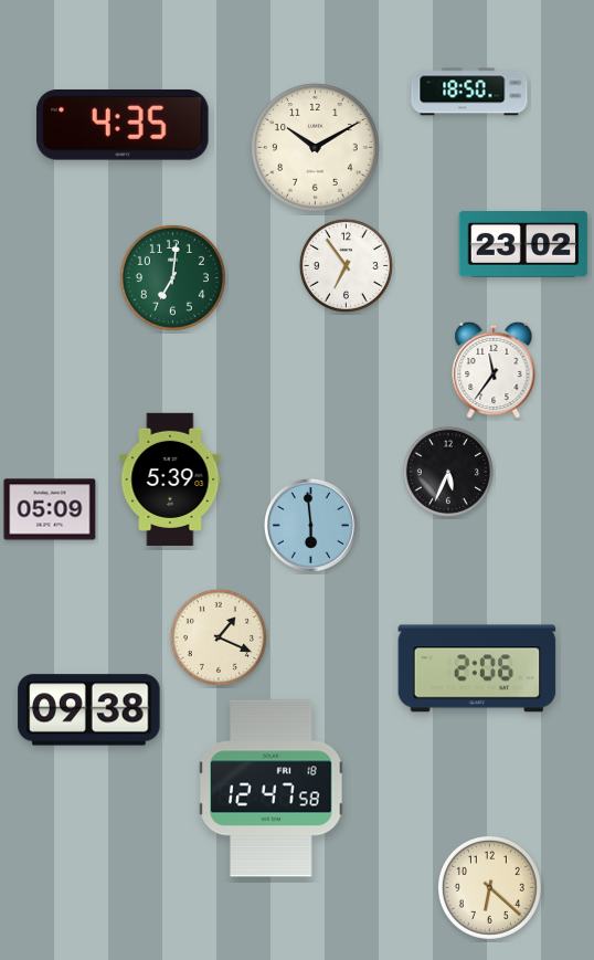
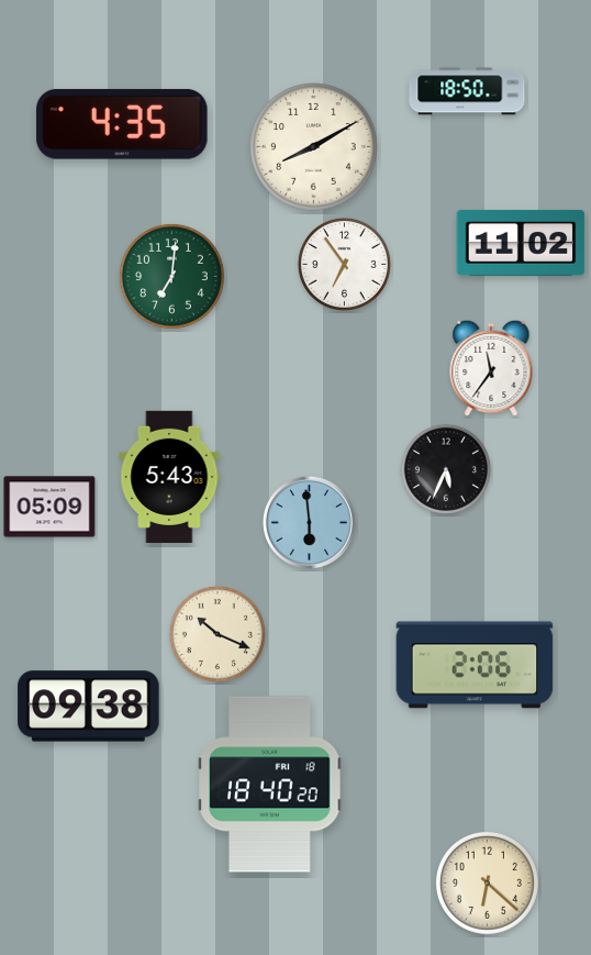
clock at (316, 148): 10:10 -> 8:10
clock at (523, 244): 23:02 -> 11:02
clock at (170, 479): 5:39 -> 5:43
clock at (219, 637): 1:19 -> 10:19
clock at (272, 789): 12:47 -> 18:40
